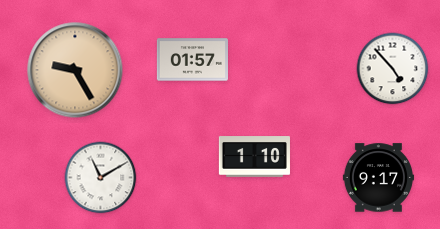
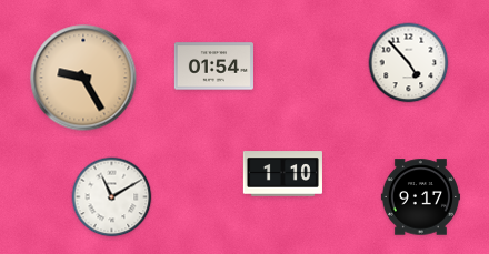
clock at (192, 60): 01:57 -> 01:54
clock at (393, 69) position: (393, 69) -> (409, 63)
